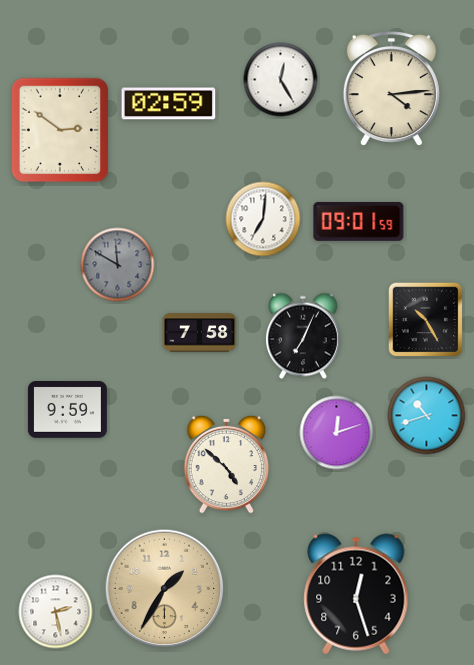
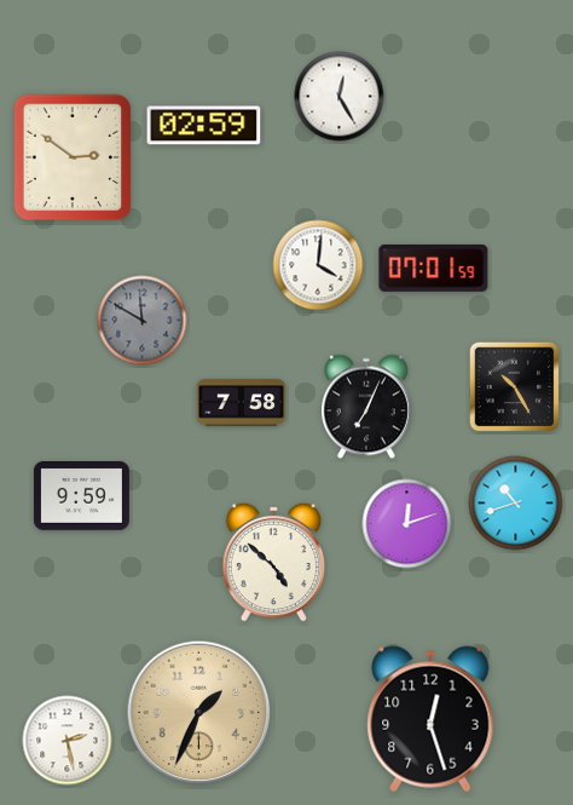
clock at (391, 89): 4:14 -> none
clock at (263, 219): 7:01 -> 4:01
clock at (359, 221): 09:01 -> 07:01
clock at (165, 589): 1:35 -> 1:34
